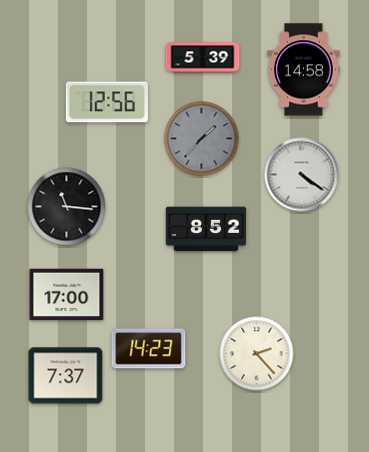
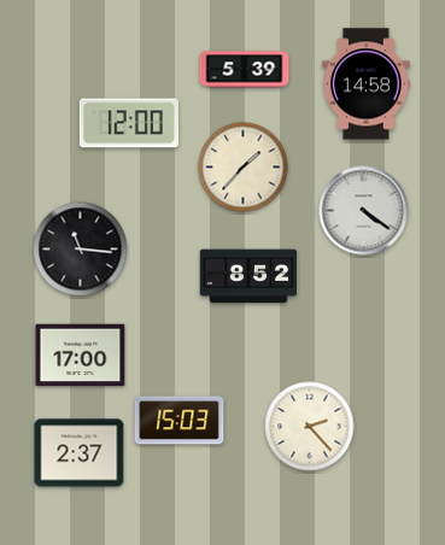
clock at (107, 102): 12:56 -> 12:00
clock at (202, 139) dial: grey -> cream
clock at (149, 349): 14:23 -> 15:03
clock at (66, 376): 7:37 -> 2:37
